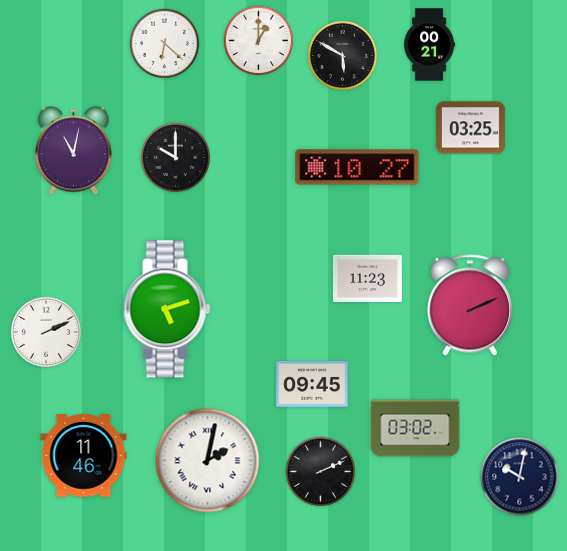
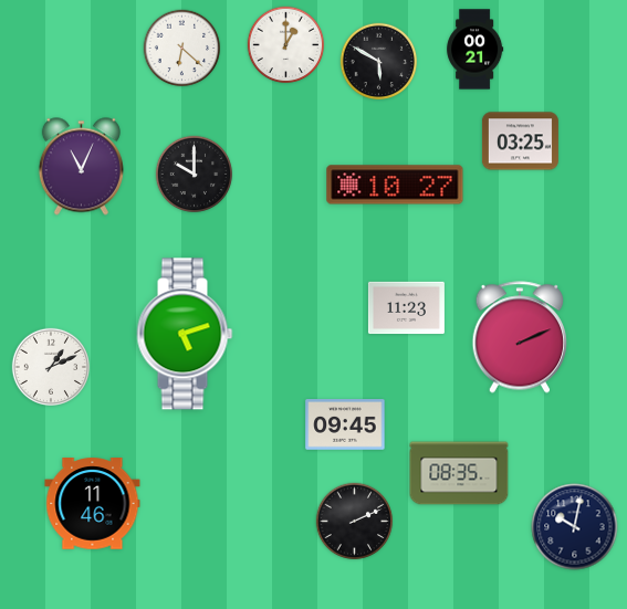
clock at (73, 151): 11:02 -> 11:04
clock at (167, 309) position: (167, 309) -> (185, 334)
clock at (45, 331): 2:11 -> 1:11
clock at (415, 428): 03:02 -> 08:35
clock at (208, 461): 2:02 -> none
